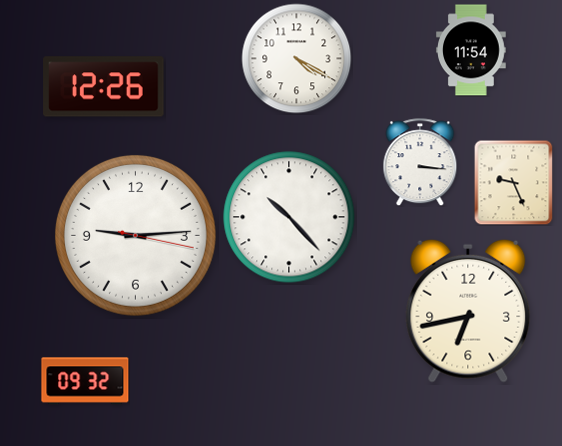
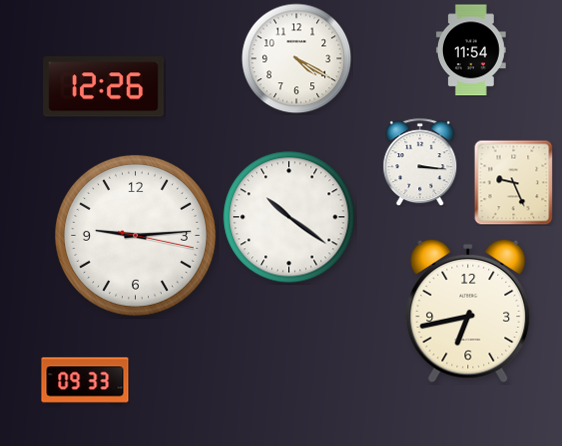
clock at (289, 217): 10:23 -> 10:21
clock at (85, 381): 09:32 -> 09:33
